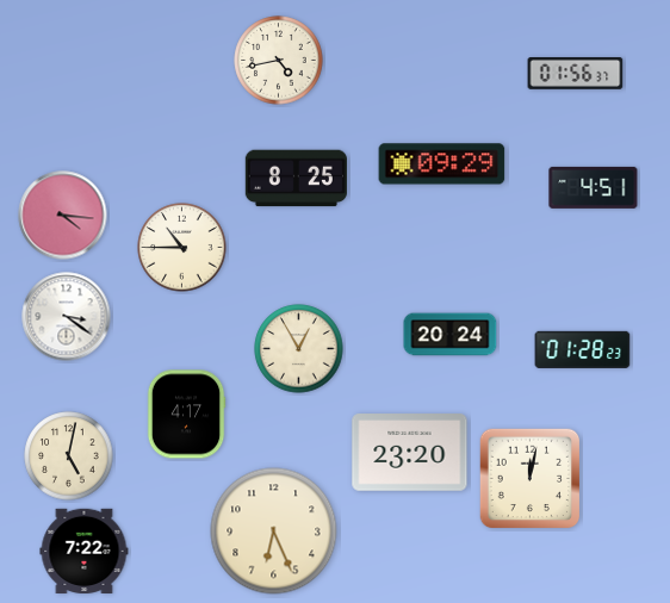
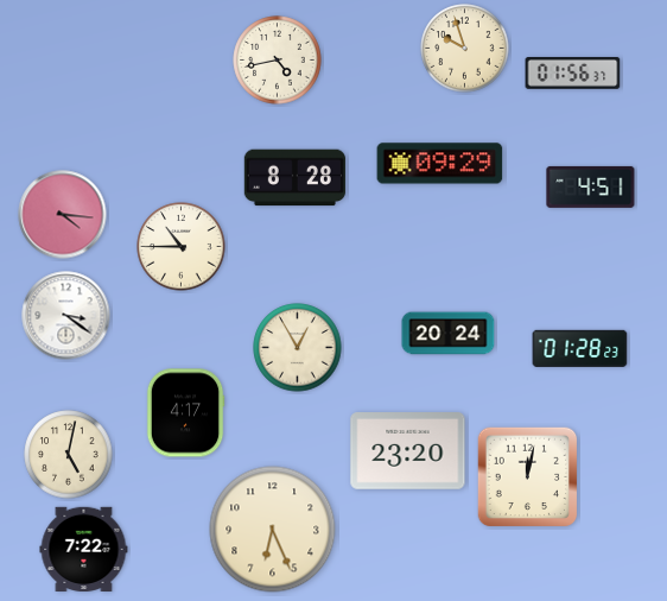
clock at (465, 49): none -> 9:57
clock at (296, 179): 8:25 -> 8:28
